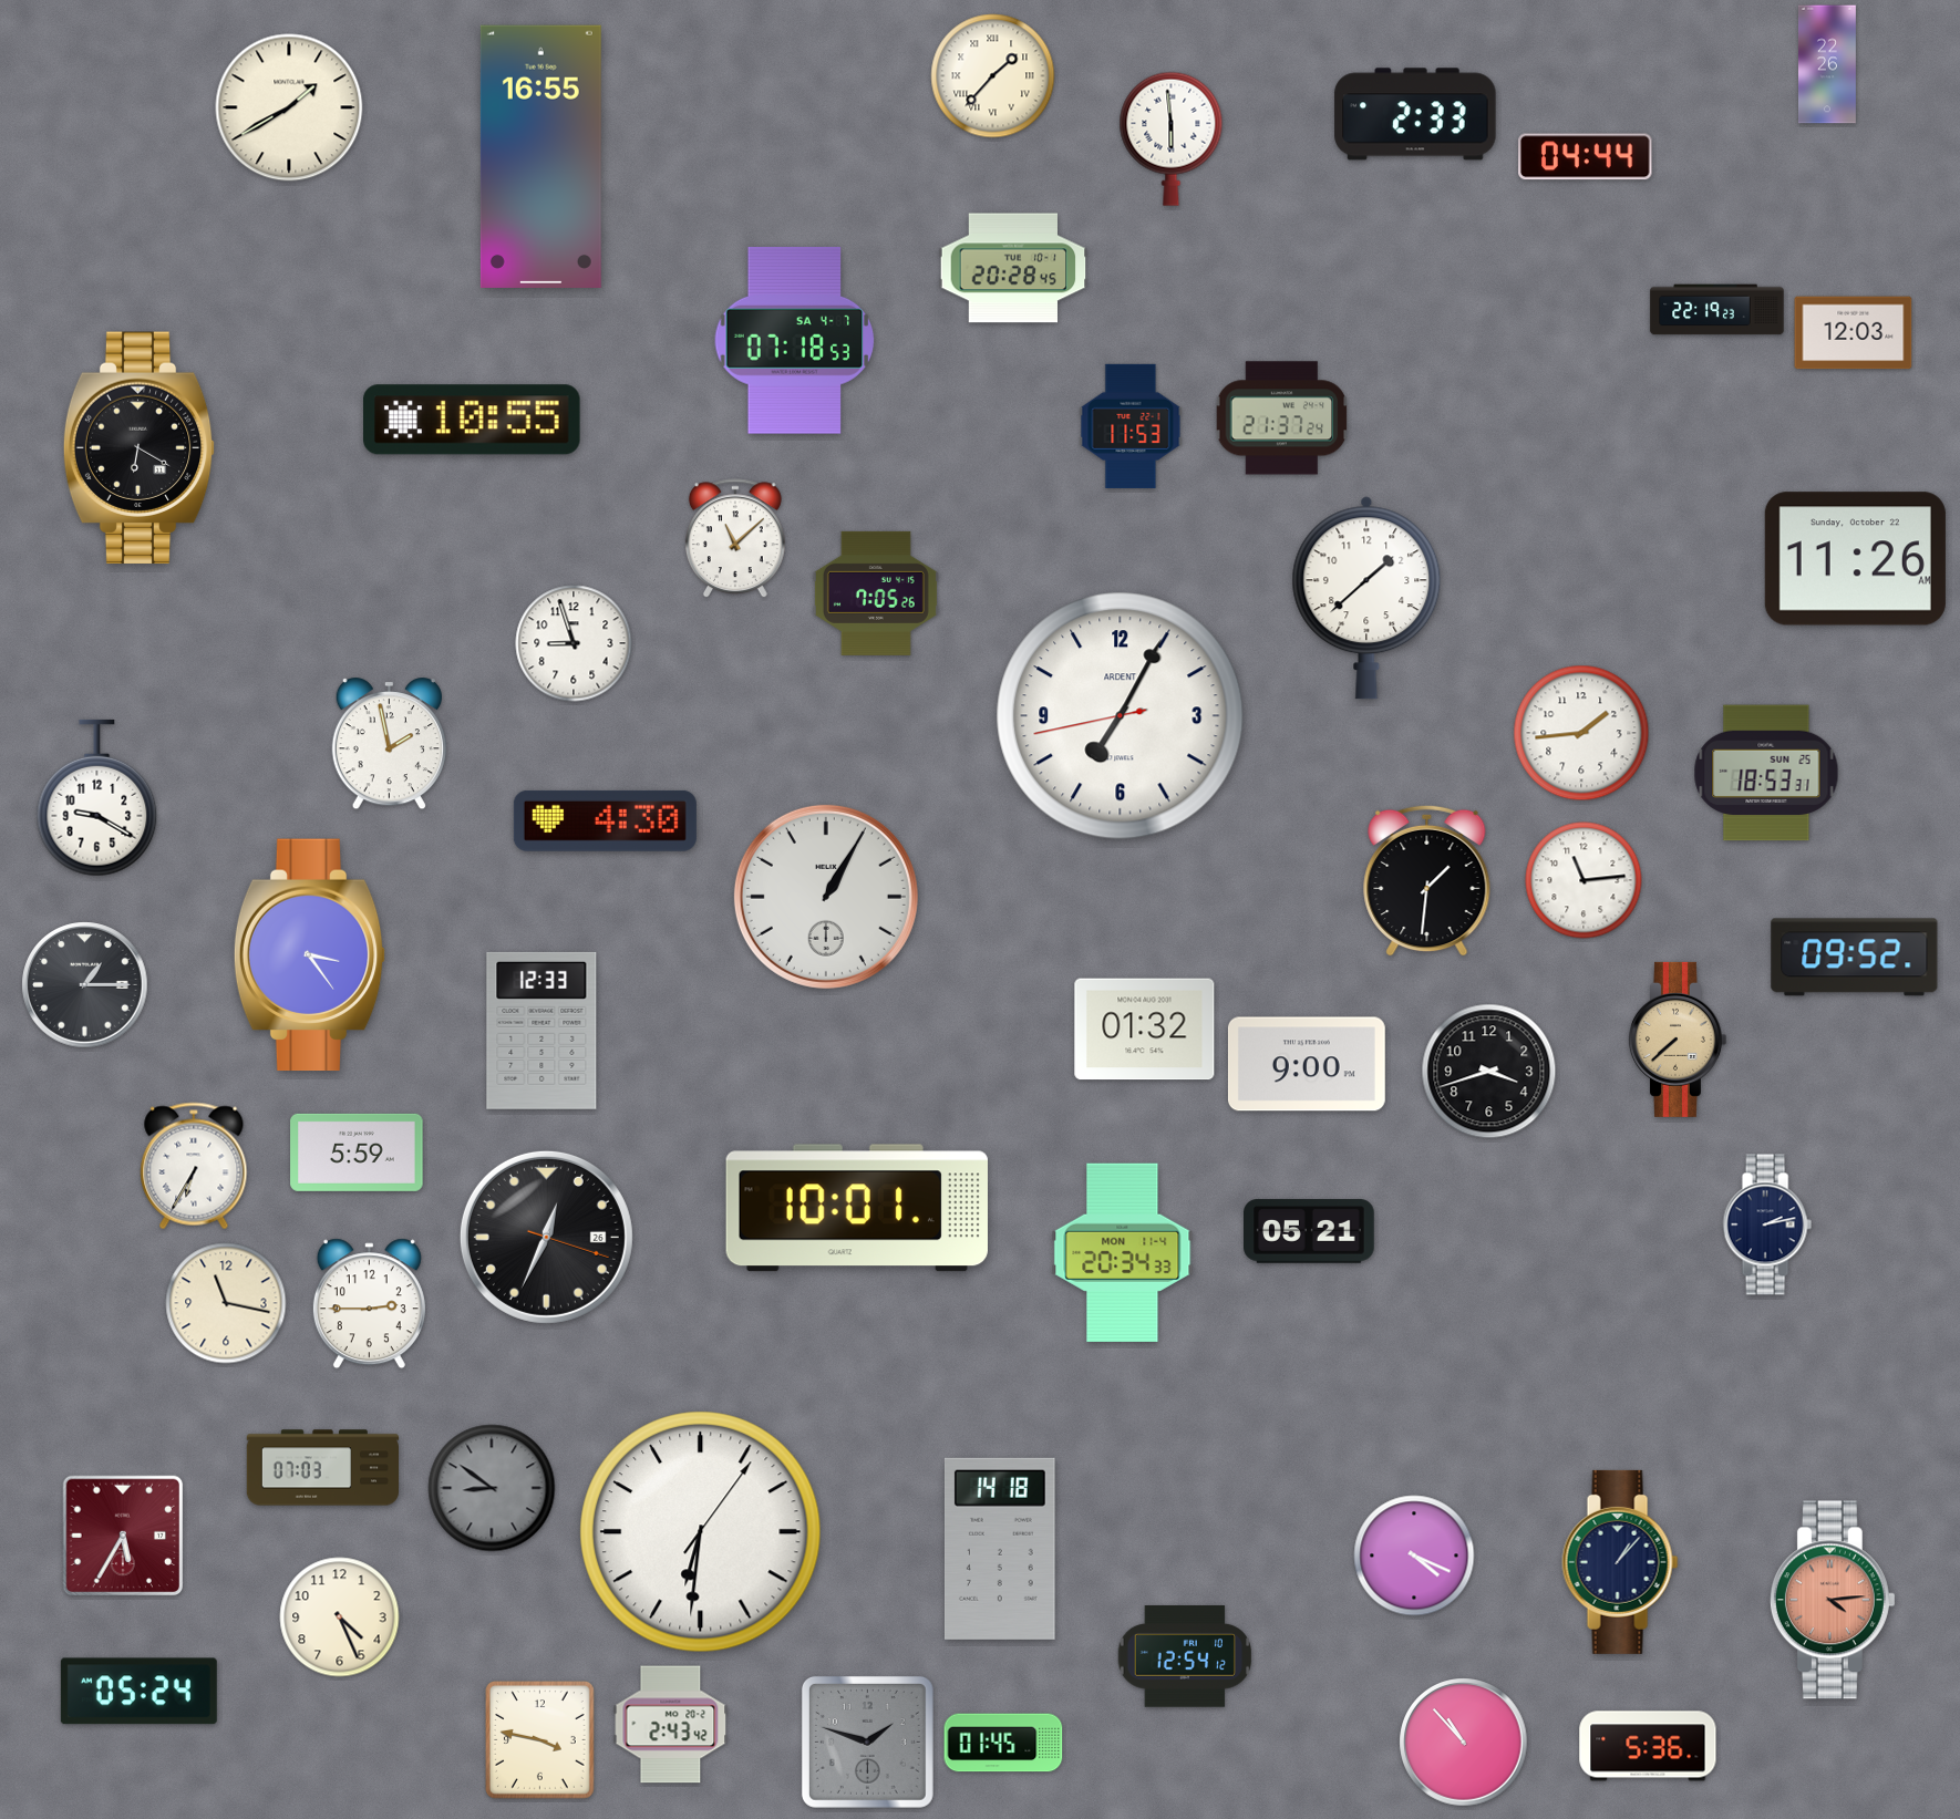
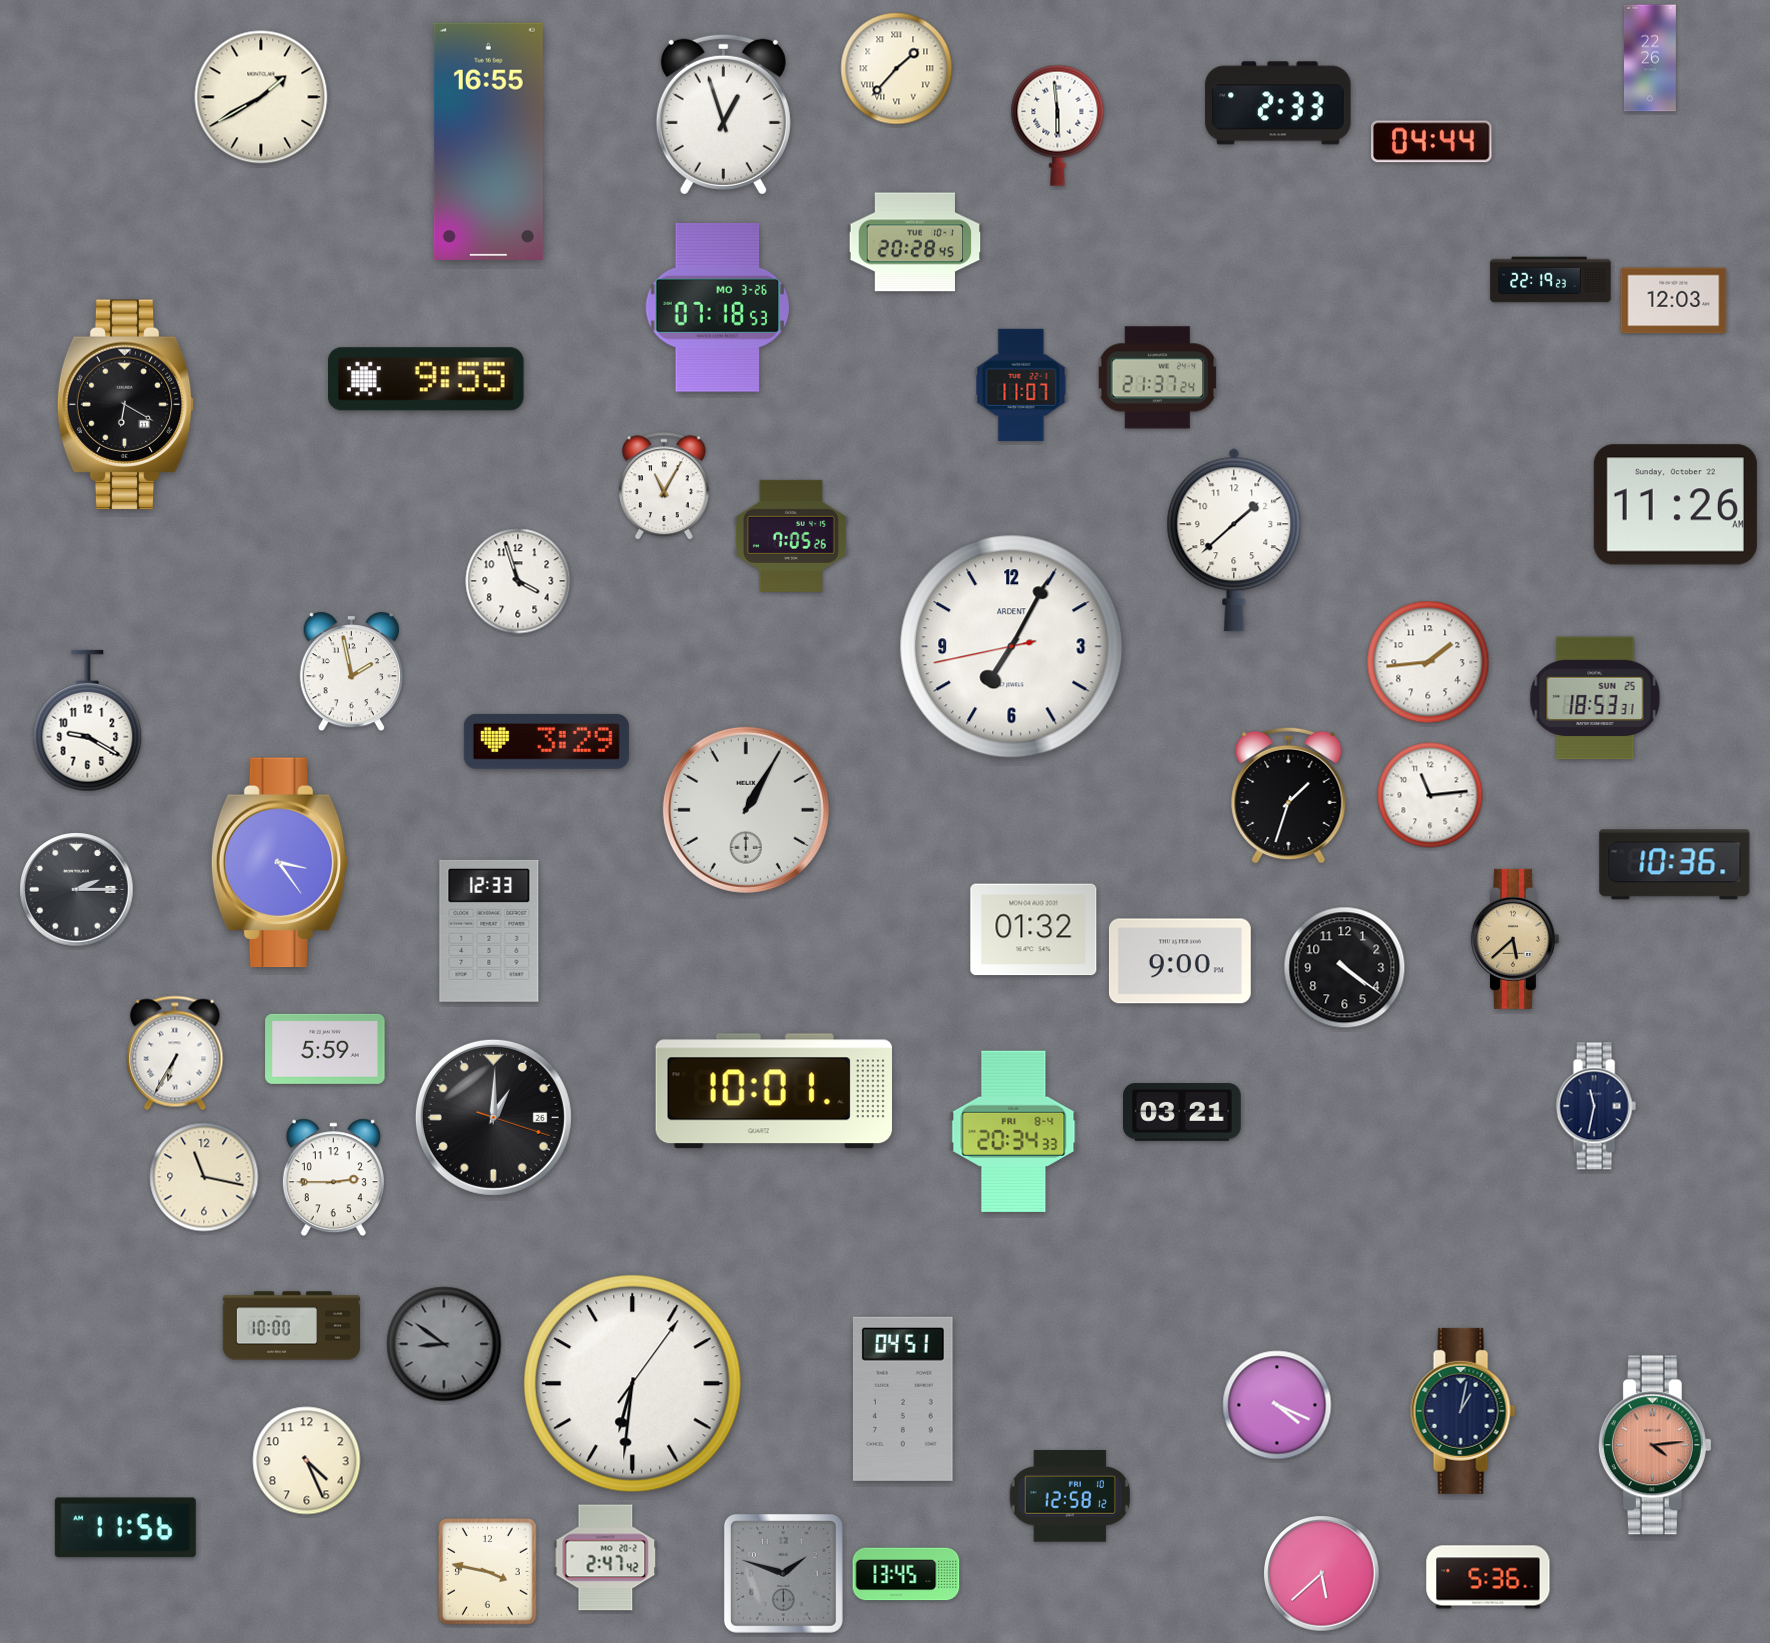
clock at (723, 114): none -> 12:57
clock at (795, 340) date: SA 4-7 -> MO 3-26
clock at (473, 420): 10:55 -> 9:55
clock at (1131, 426): 11:53 -> 11:07
clock at (735, 539): 11:08 -> 11:05
clock at (574, 643): 8:57 -> 3:57
clock at (605, 820): 4:30 -> 3:29
clock at (1427, 880): 1:31 -> 1:33
clock at (1855, 958): 09:52 -> 10:36
clock at (85, 985): 1:15 -> 2:15
clock at (1677, 1040): 7:38 -> 5:38
clock at (1489, 1072): 3:42 -> 4:21
clock at (357, 1153) position: (357, 1153) -> (325, 1049)
clock at (1767, 1224): 2:13 -> 11:32
clock at (1310, 1231): 05:21 -> 03:21
clock at (546, 1237): 12:34 -> 1:00
clock at (1123, 1252) date: MON 11-4 -> FRI 8-4
clock at (322, 1468): 07:03 -> 10:00
clock at (123, 1536): 5:35 -> none
clock at (1000, 1549): 14:18 -> 04:51
clock at (1620, 1562): 1:07 -> 1:02
clock at (1185, 1656): 12:54 -> 12:58
clock at (138, 1692): 05:24 -> 11:56
clock at (671, 1725): 2:43 -> 2:47
clock at (1003, 1743): 01:45 -> 13:45
clock at (1464, 1743): 10:53 -> 5:38
